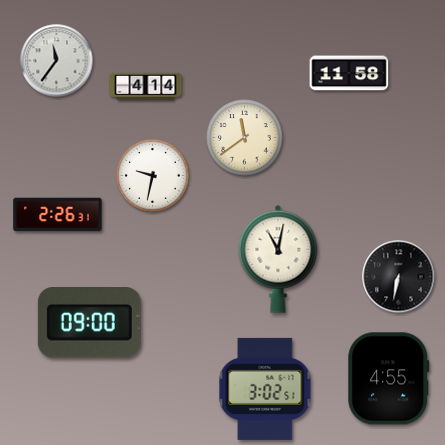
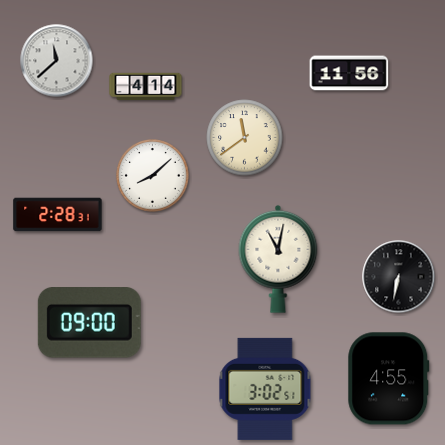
clock at (57, 61): 11:36 -> 11:38
clock at (349, 73): 11:58 -> 11:56
clock at (153, 176): 9:32 -> 8:08
clock at (58, 215): 2:26 -> 2:28
